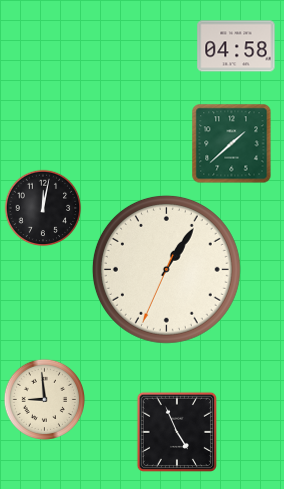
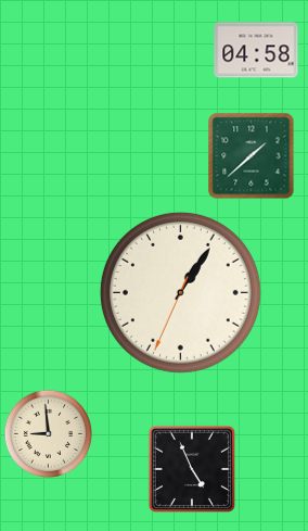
clock at (43, 208): 12:02 -> none
